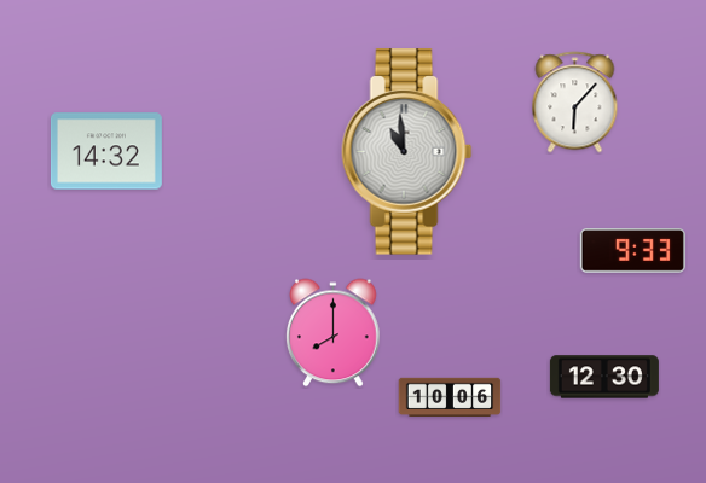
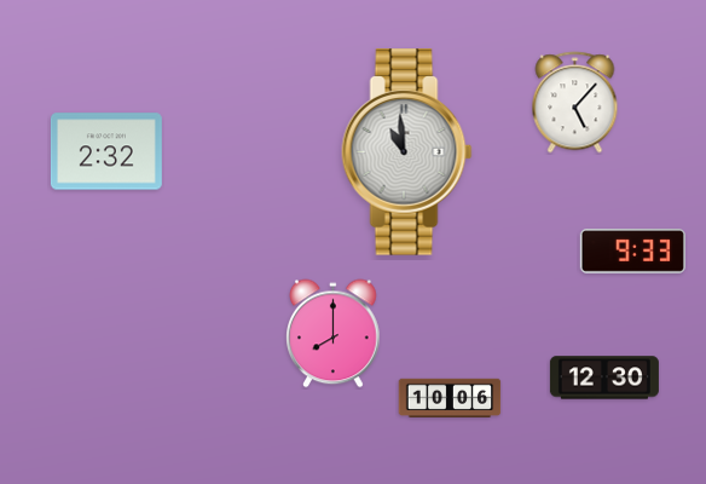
clock at (575, 103): 6:07 -> 5:07
clock at (106, 151): 14:32 -> 2:32
